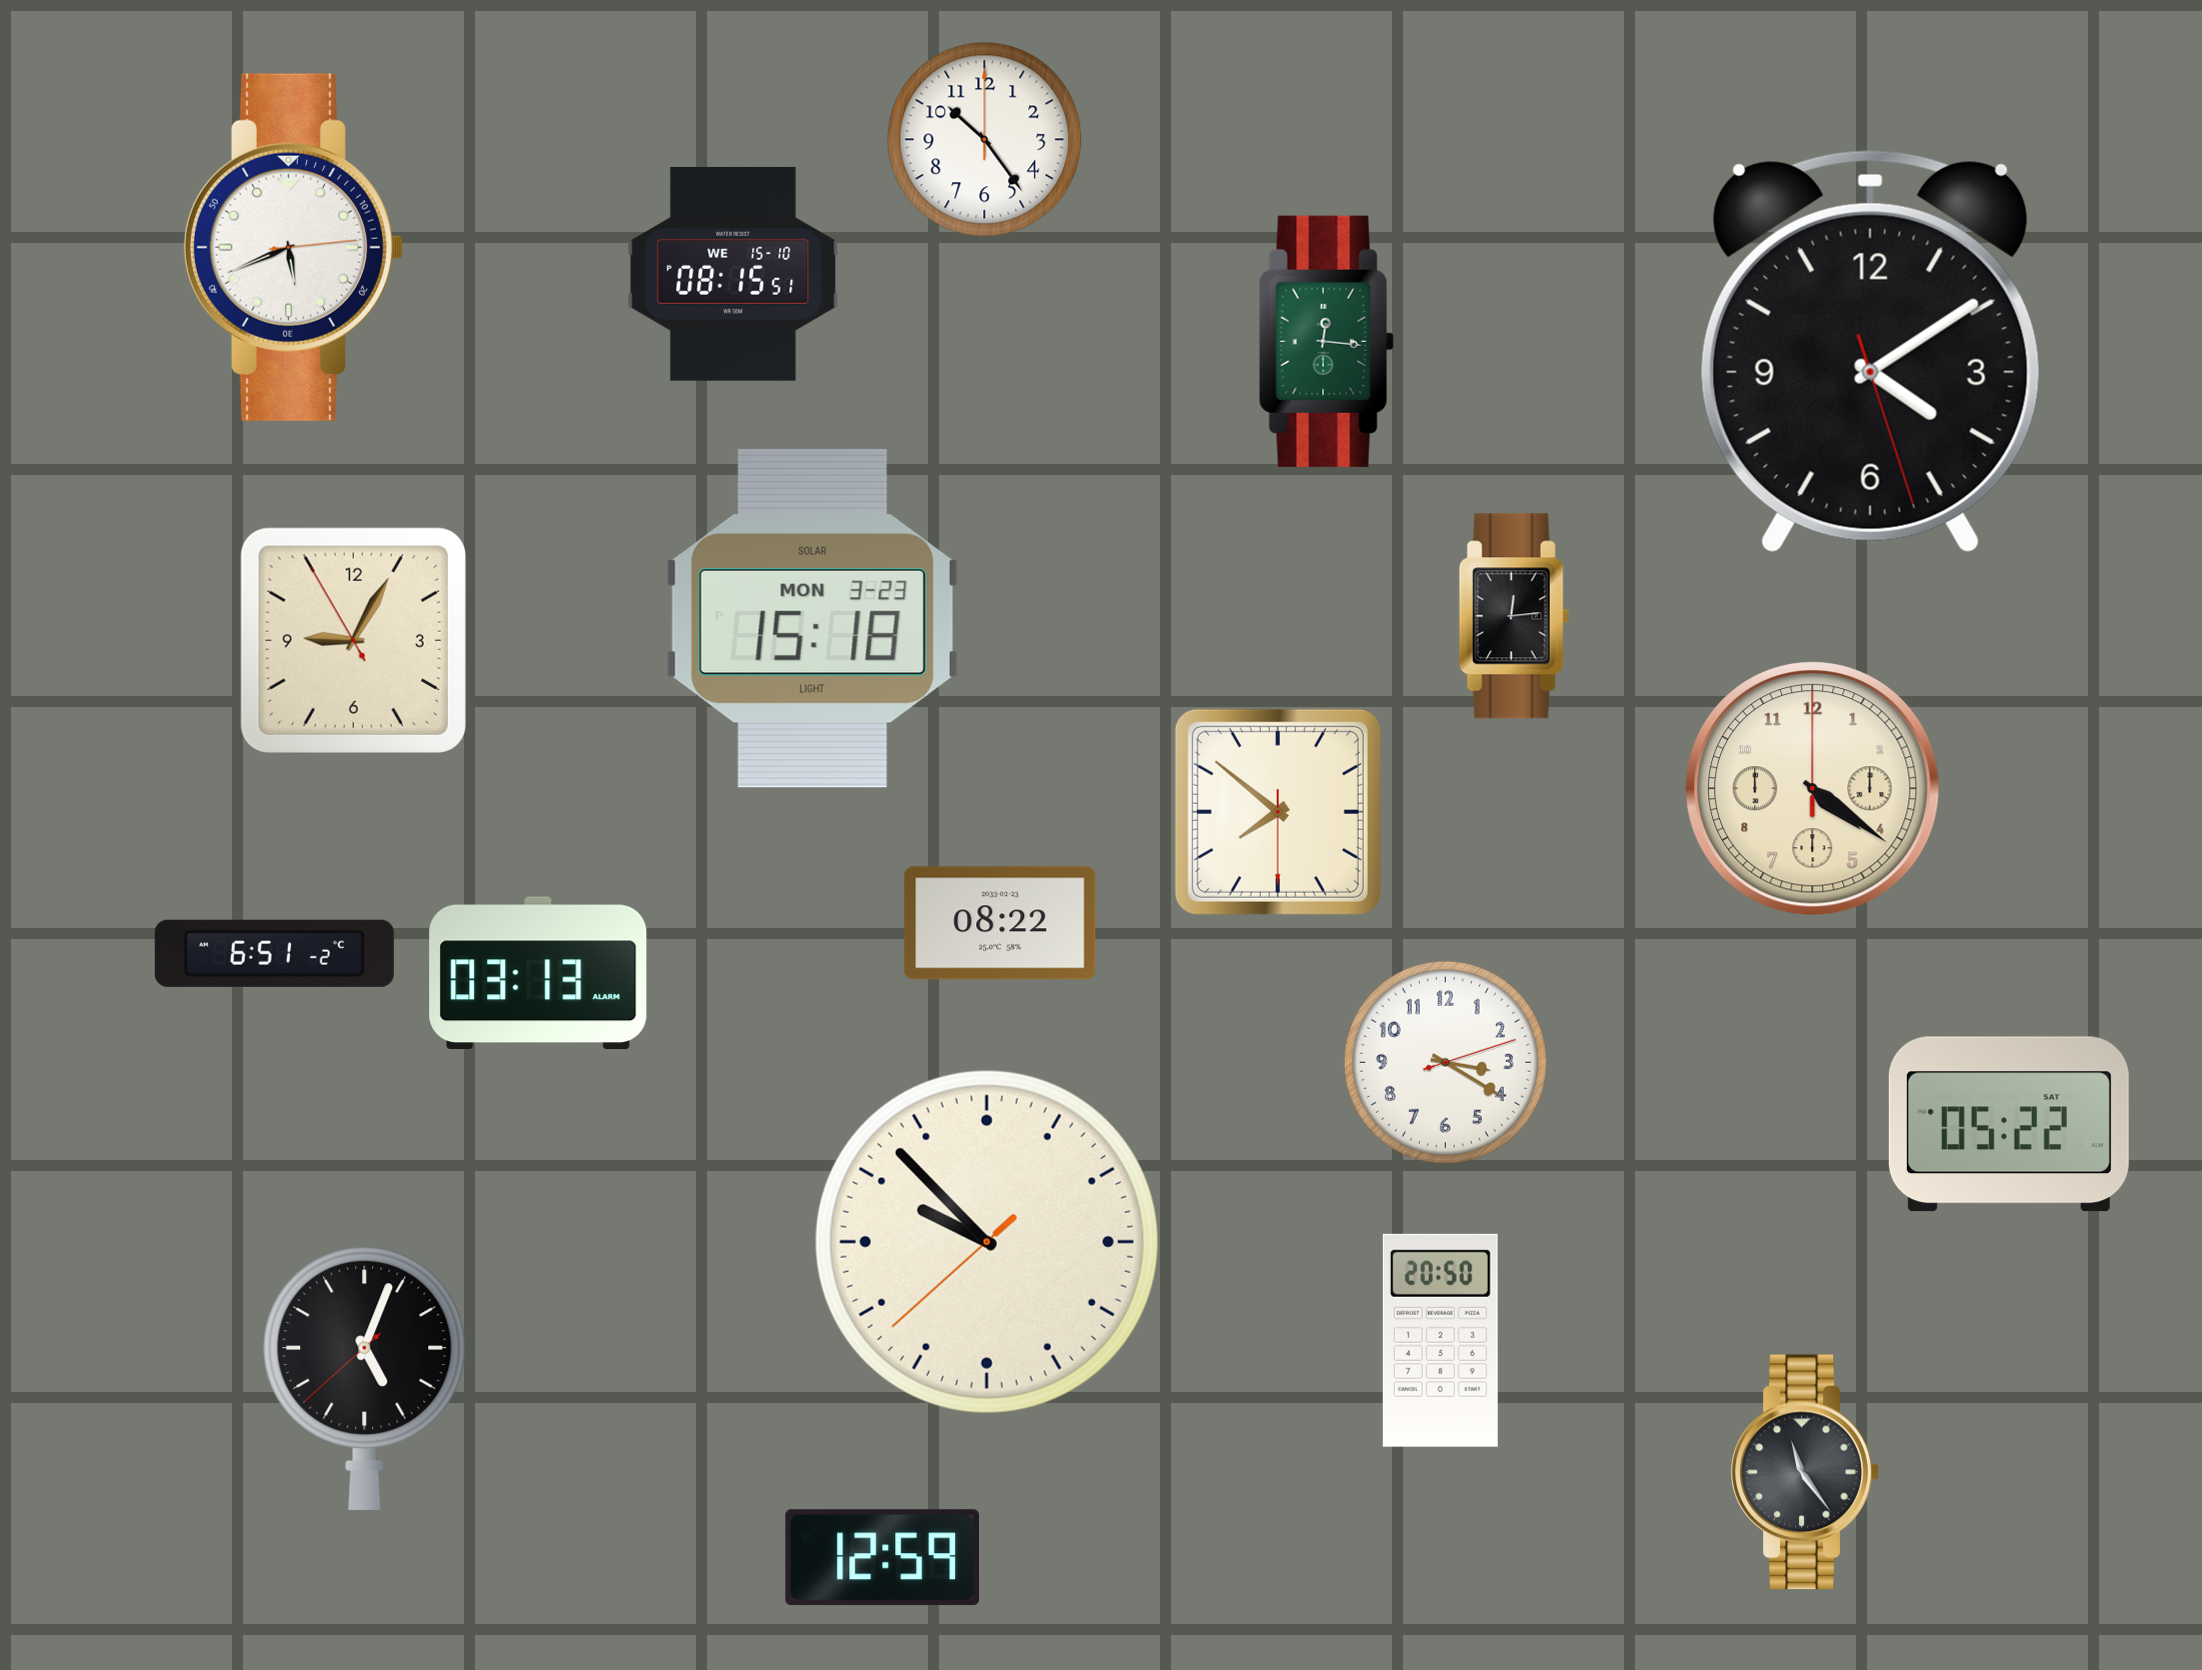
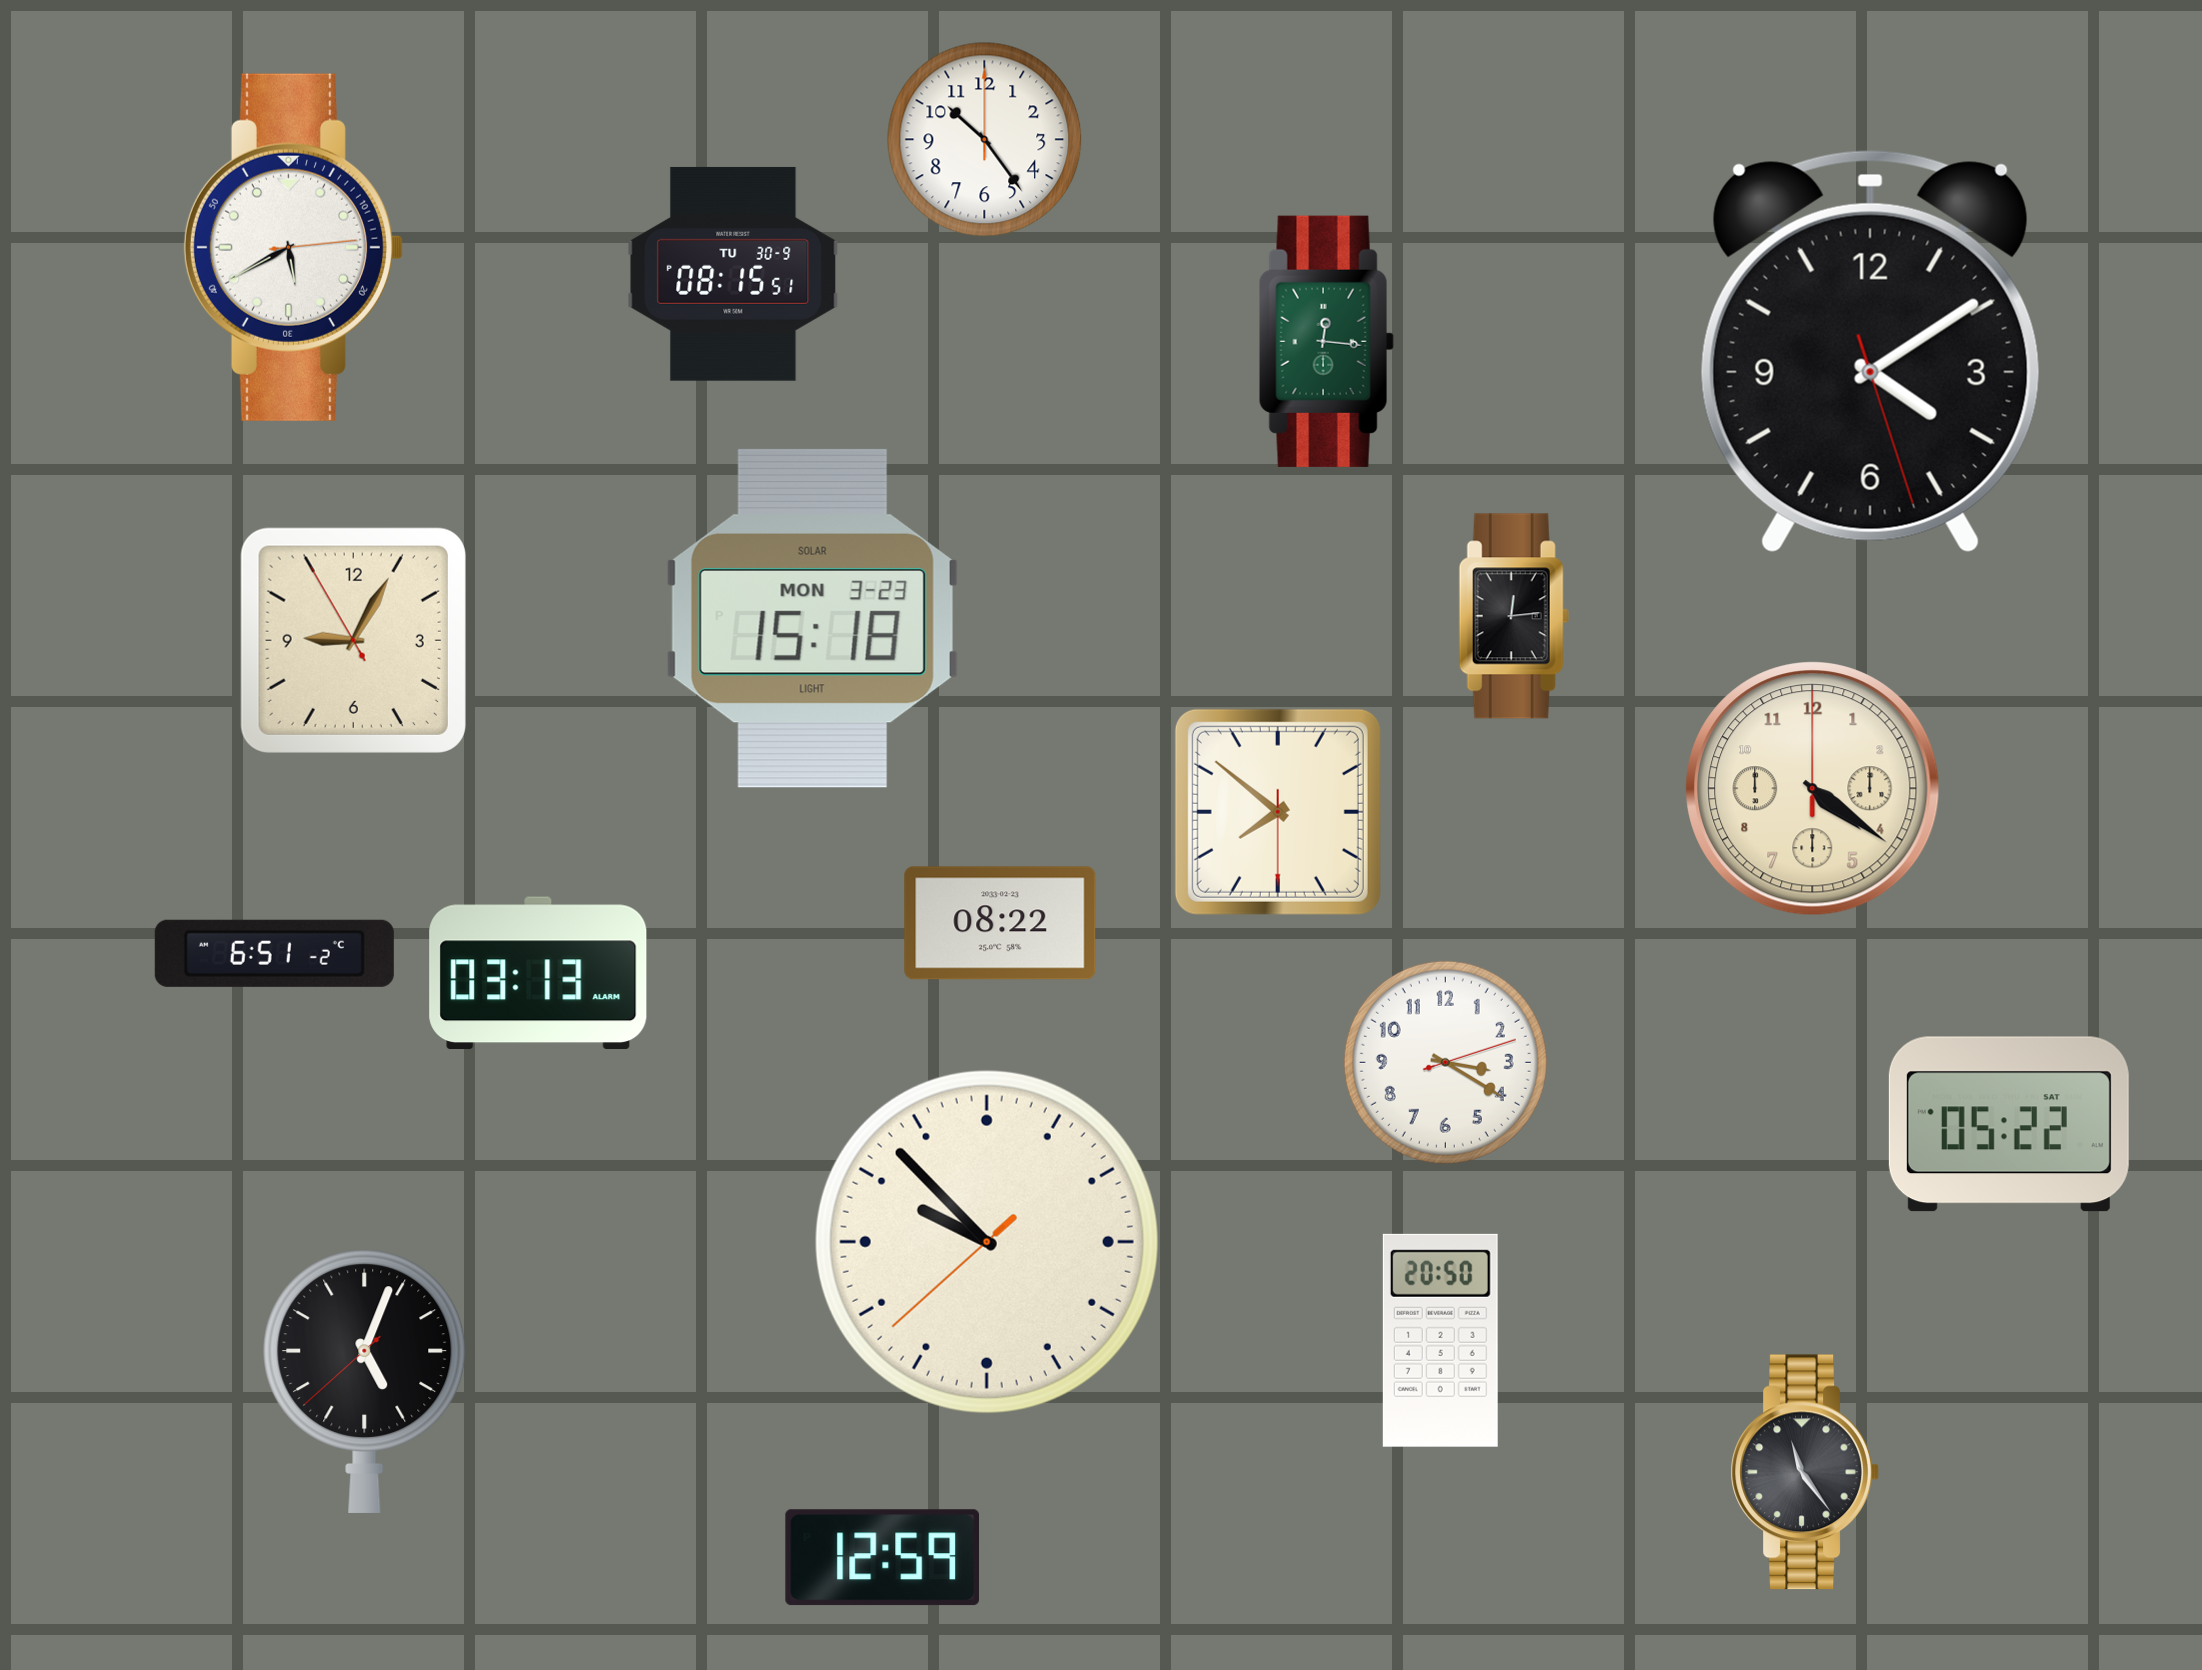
clock at (293, 247): 5:41 -> 5:40
clock at (733, 274) date: WE 15-10 -> TU 30-9
clock at (365, 1378) position: (365, 1378) -> (365, 1381)
